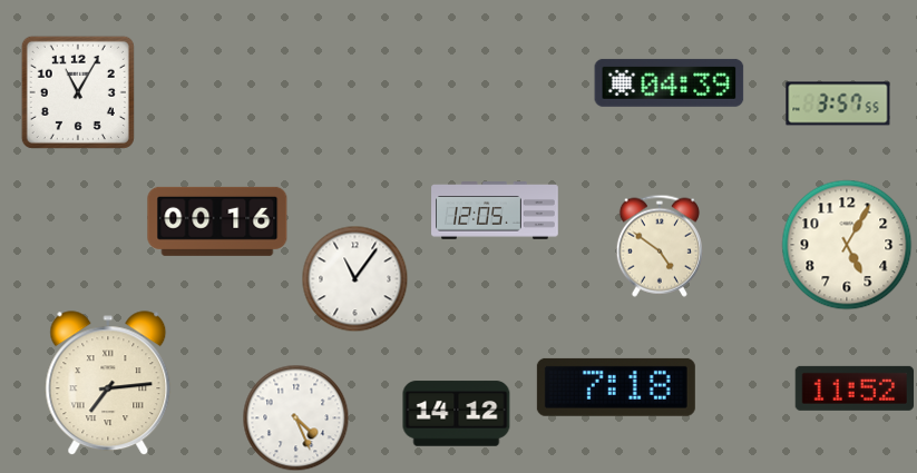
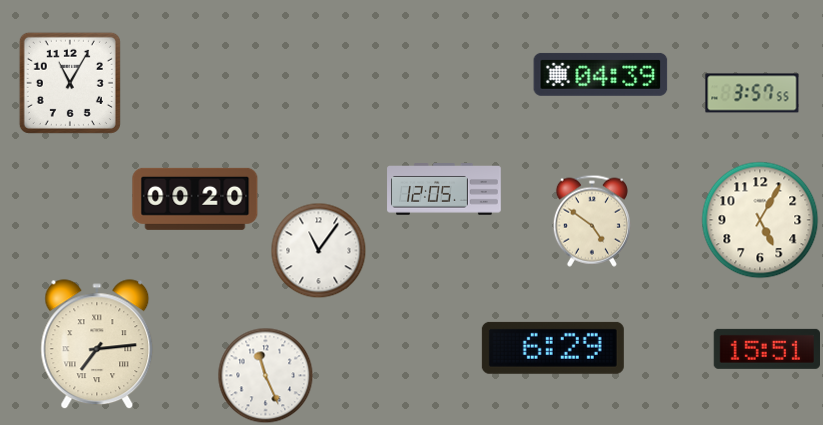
clock at (217, 221): 00:16 -> 00:20
clock at (616, 387): 7:18 -> 6:29
clock at (853, 388): 11:52 -> 15:51
clock at (457, 414): 14:12 -> none
clock at (296, 418): 4:26 -> 11:26
